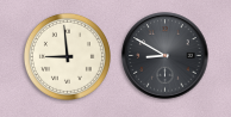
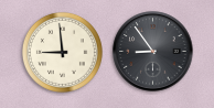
clock at (166, 56): 8:50 -> 8:54
